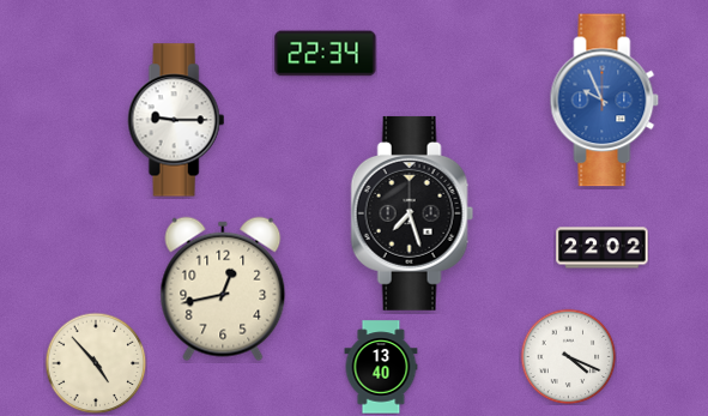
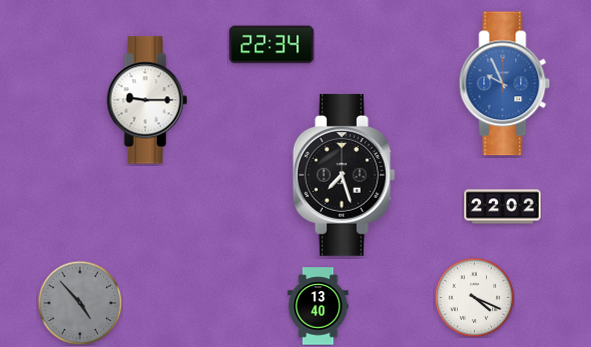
clock at (412, 213) position: (412, 213) -> (344, 175)
clock at (223, 289): 12:43 -> none
clock at (96, 363) dial: cream -> grey
